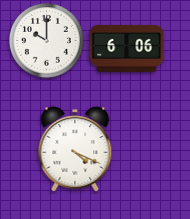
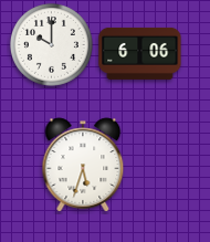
clock at (75, 149): 4:19 -> 5:33
